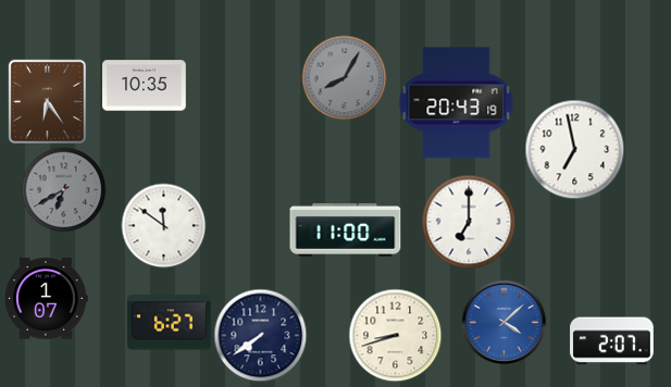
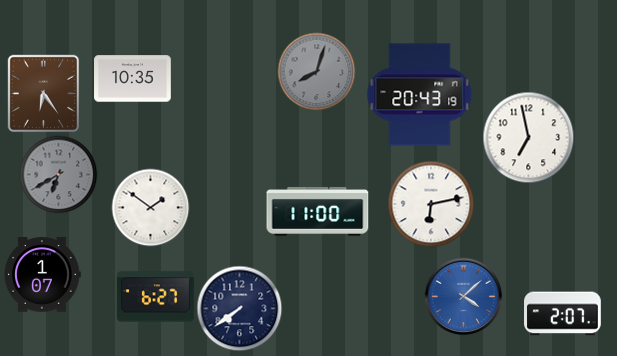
clock at (344, 77): 8:05 -> 8:03
clock at (469, 222): 7:00 -> 6:13
clock at (163, 225): 11:51 -> 1:51
clock at (395, 335): 8:42 -> none
